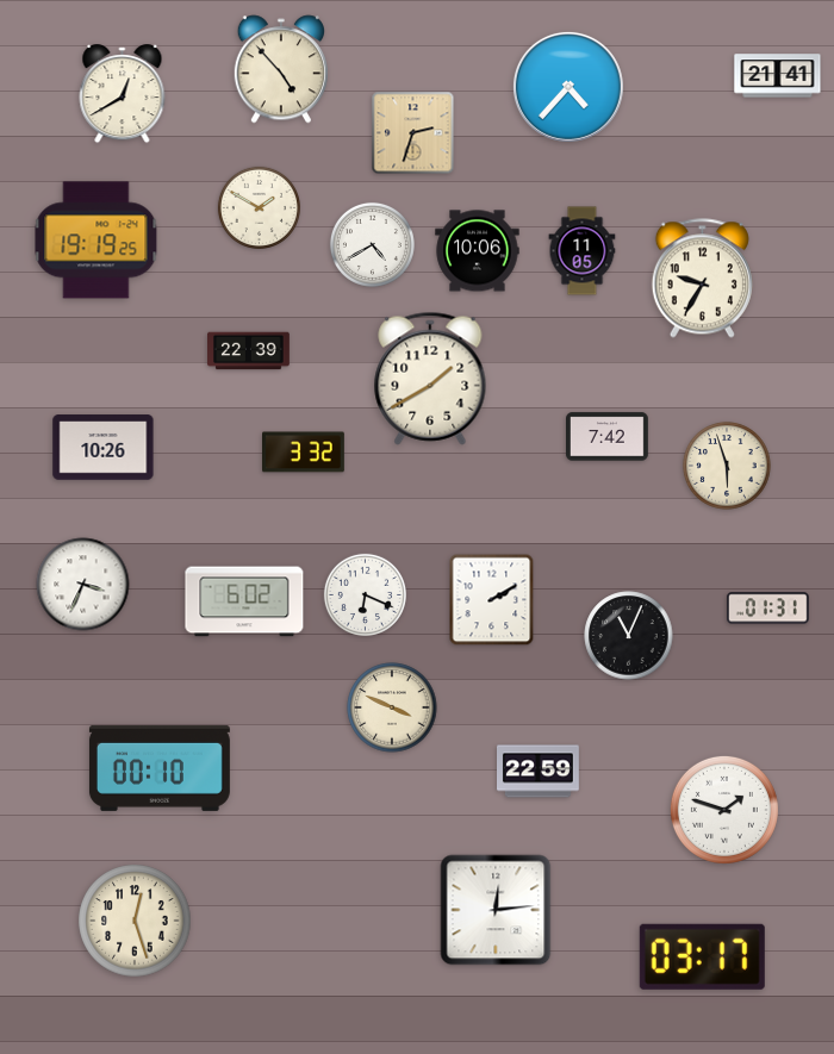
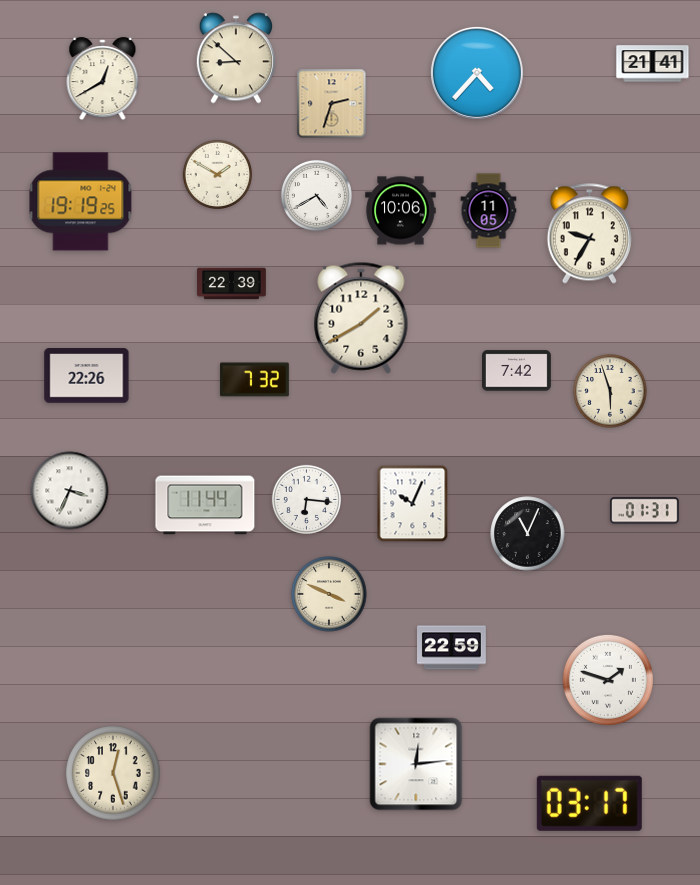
clock at (280, 69): 4:53 -> 8:52
clock at (413, 133) position: (413, 133) -> (332, 104)
clock at (372, 244) position: (372, 244) -> (316, 195)
clock at (249, 351) position: (249, 351) -> (232, 284)
clock at (608, 437) position: (608, 437) -> (517, 371)
clock at (104, 448): 10:26 -> 22:26
clock at (304, 453): 3:32 -> 7:32
clock at (365, 594): 6:19 -> 6:16
clock at (492, 600): 2:10 -> 10:04
clock at (244, 601): 6:02 -> 11:44
clock at (160, 768): 00:10 -> none
